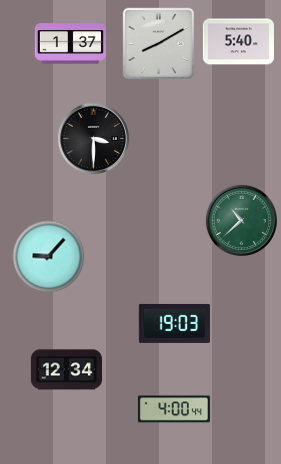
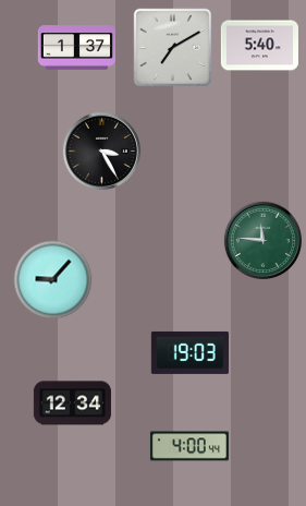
clock at (159, 44): 8:10 -> 7:10
clock at (93, 138): 3:30 -> 3:25
clock at (241, 220): 10:38 -> 11:46
